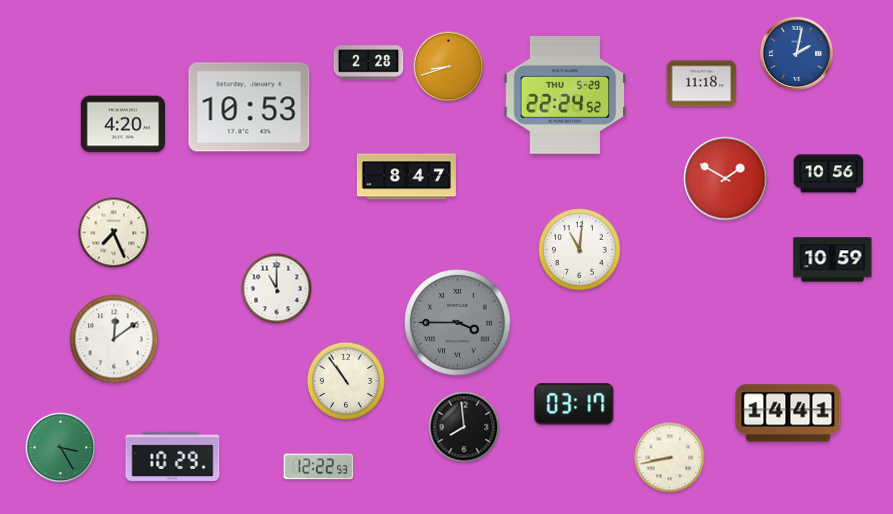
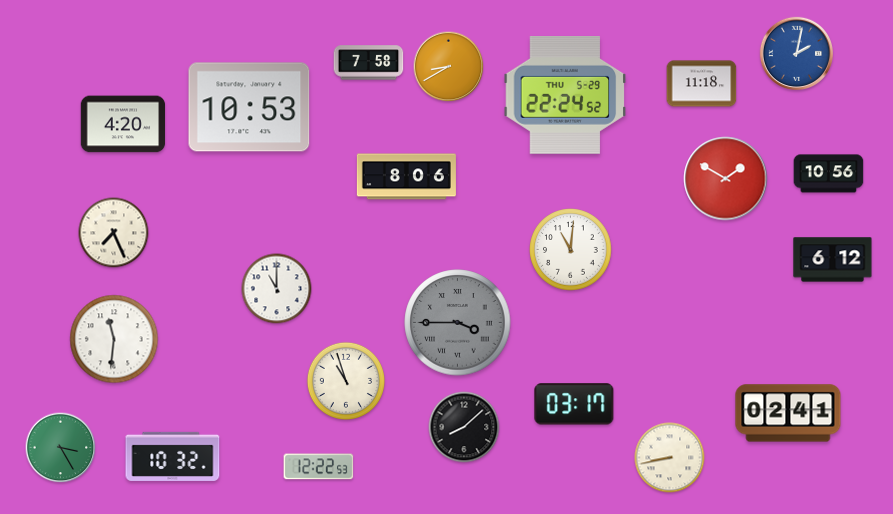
clock at (369, 63): 2:28 -> 7:58
clock at (449, 67): 8:42 -> 8:40
clock at (406, 177): 8:47 -> 8:06
clock at (580, 250) position: (580, 250) -> (571, 250)
clock at (833, 260): 10:59 -> 6:12
clock at (114, 339): 12:09 -> 11:31
clock at (346, 381): 10:54 -> 10:57
clock at (788, 413): 14:41 -> 02:41
clock at (464, 427): 7:59 -> 8:08
clock at (173, 456): 10:29 -> 10:32
